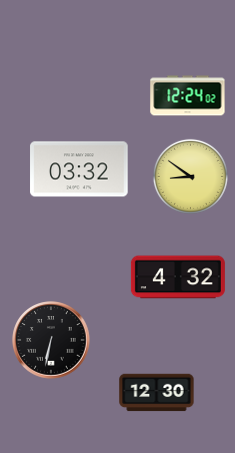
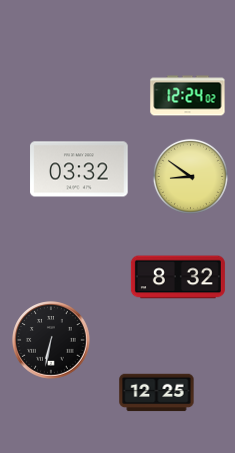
clock at (178, 277): 4:32 -> 8:32
clock at (157, 393): 12:30 -> 12:25
